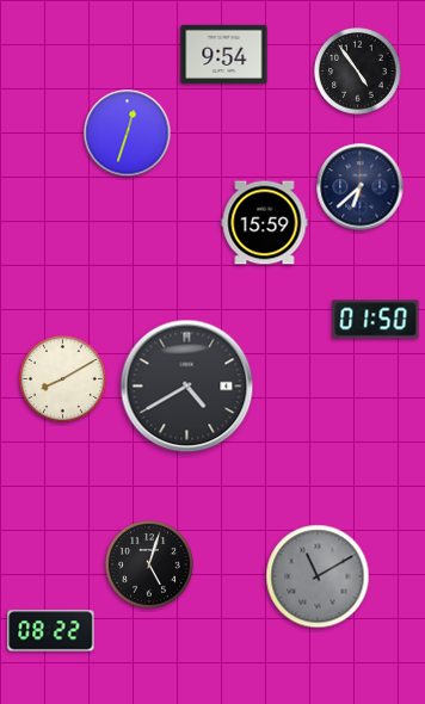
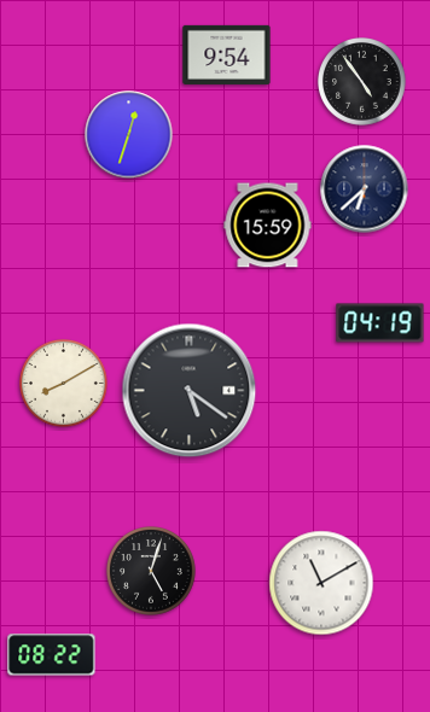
clock at (358, 72) position: (358, 72) -> (362, 82)
clock at (376, 320): 01:50 -> 04:19
clock at (187, 387): 4:40 -> 5:21
clock at (318, 576) dial: grey -> white
clock at (51, 631) position: (51, 631) -> (52, 655)
